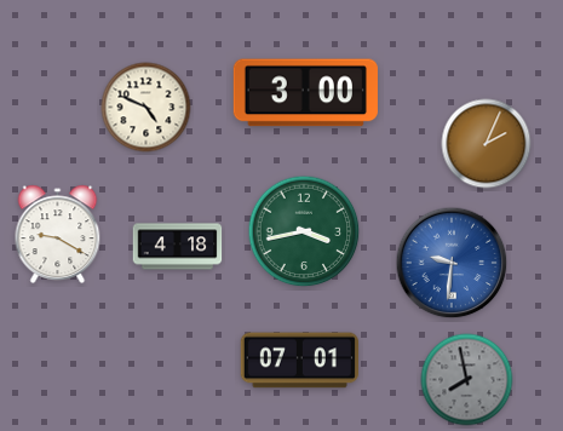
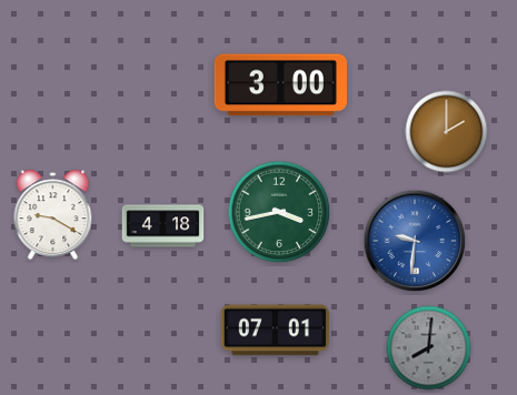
clock at (147, 108): 4:49 -> none
clock at (487, 144): 2:04 -> 2:00
clock at (467, 380): 7:58 -> 8:01
